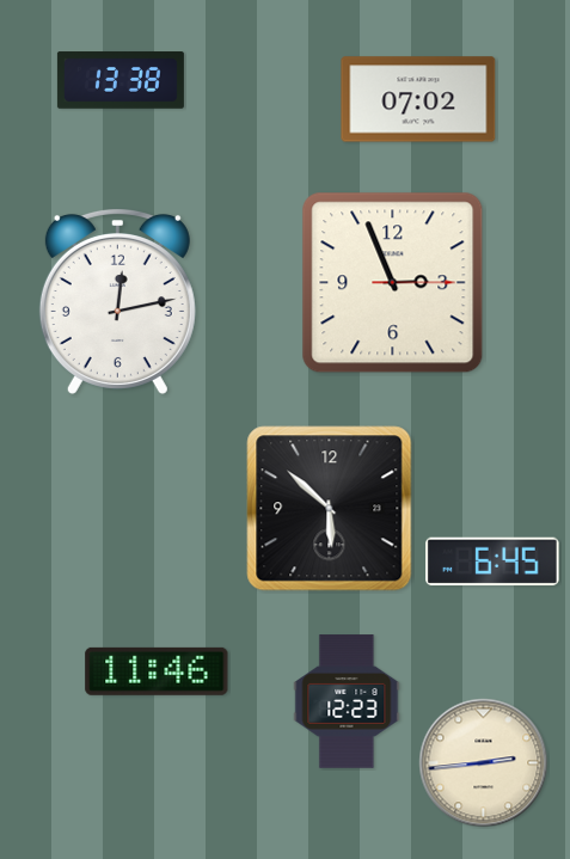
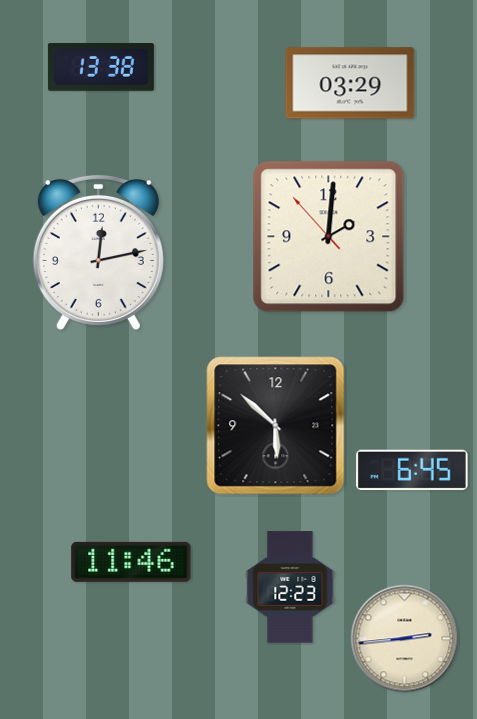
clock at (418, 99): 07:02 -> 03:29
clock at (393, 283): 2:56 -> 2:00
